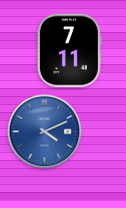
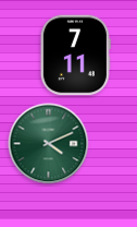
clock at (45, 132) dial: blue -> green
